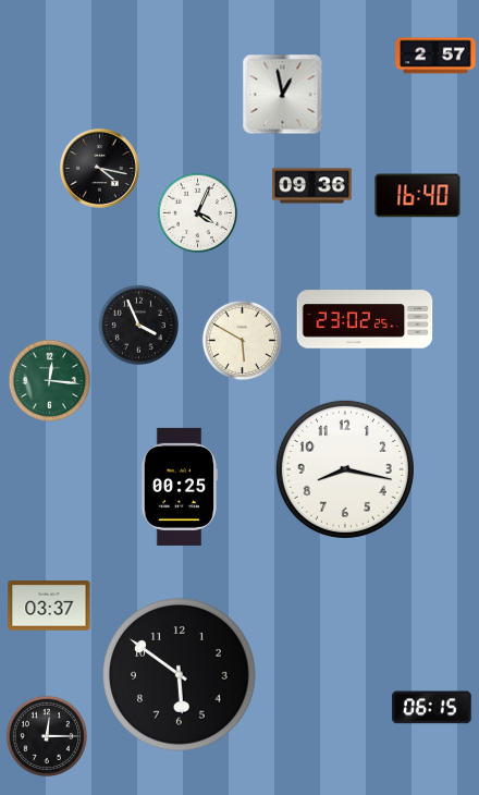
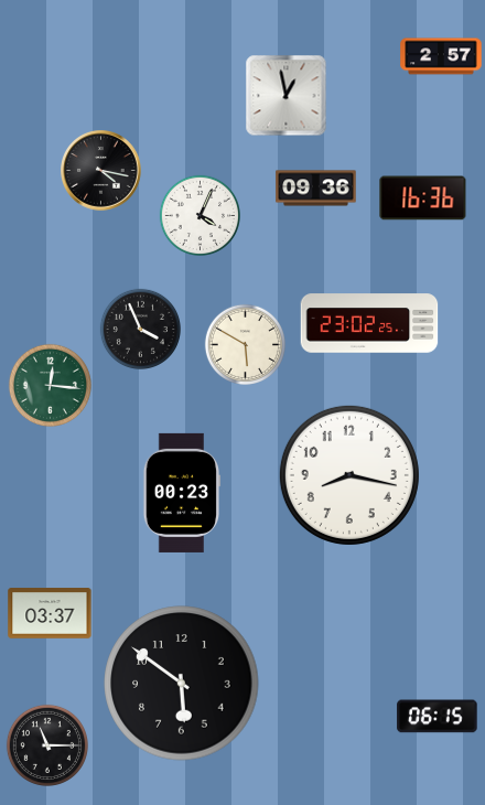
clock at (418, 196): 16:40 -> 16:36
clock at (179, 487): 00:25 -> 00:23
clock at (46, 735): 12:15 -> 11:15
